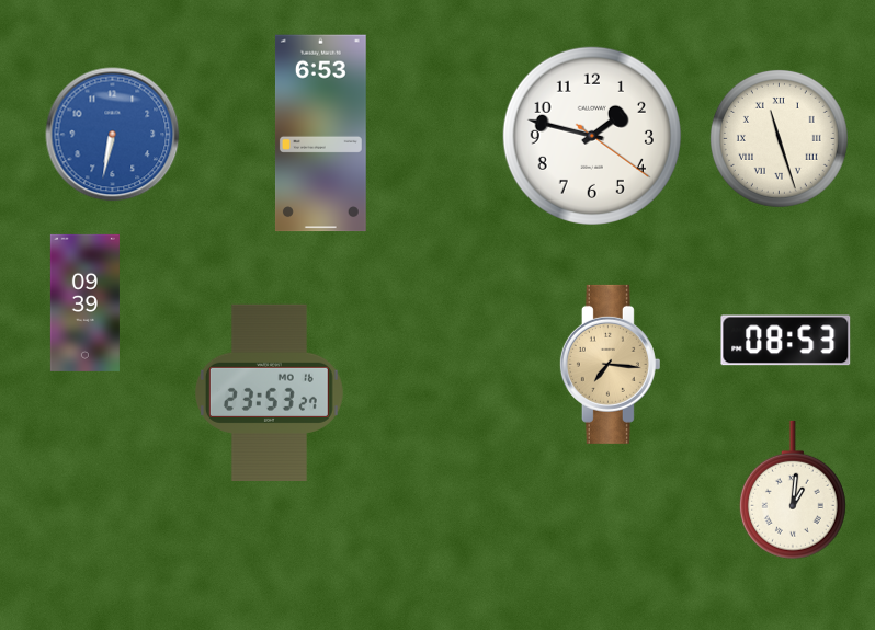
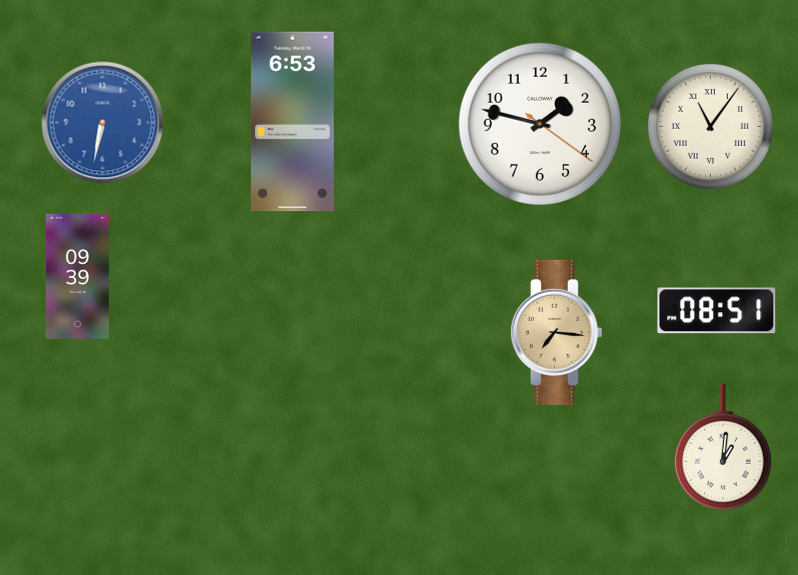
clock at (779, 138): 11:27 -> 11:06
clock at (786, 341): 08:53 -> 08:51
clock at (269, 392): 23:53 -> none
